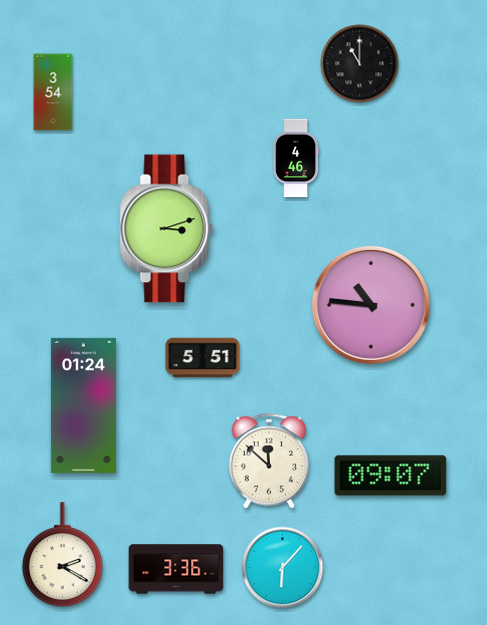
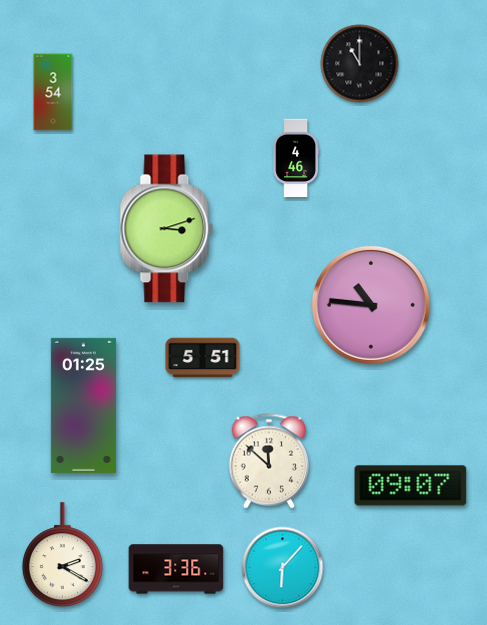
clock at (83, 405): 01:24 -> 01:25
clock at (391, 476) position: (391, 476) -> (411, 486)
